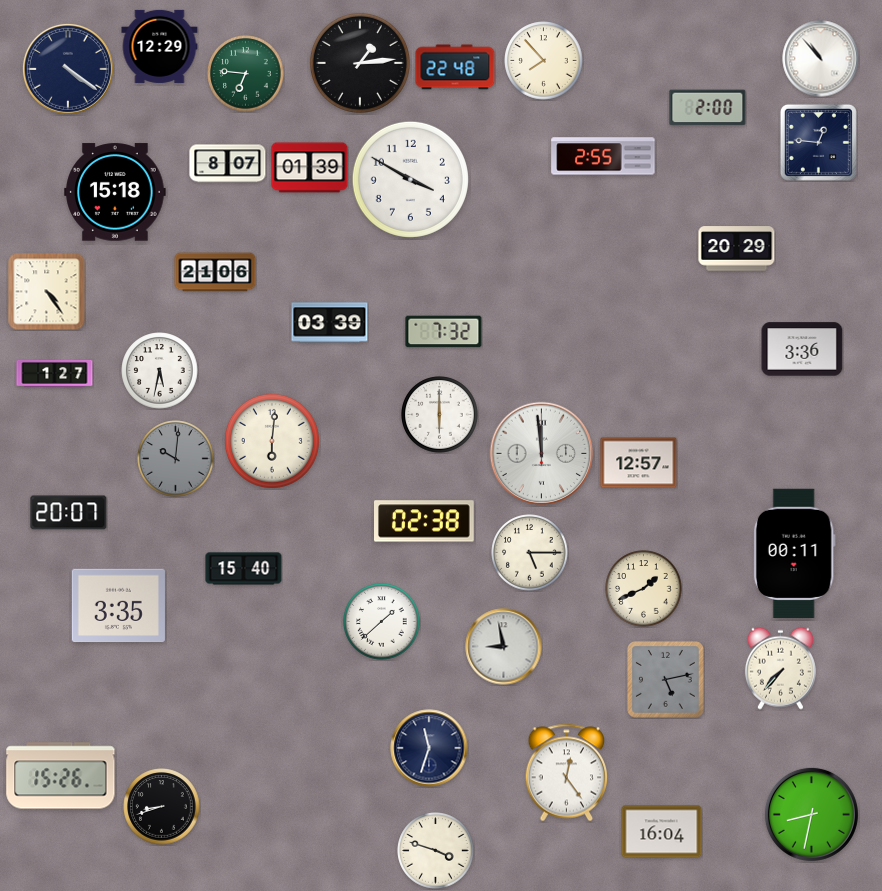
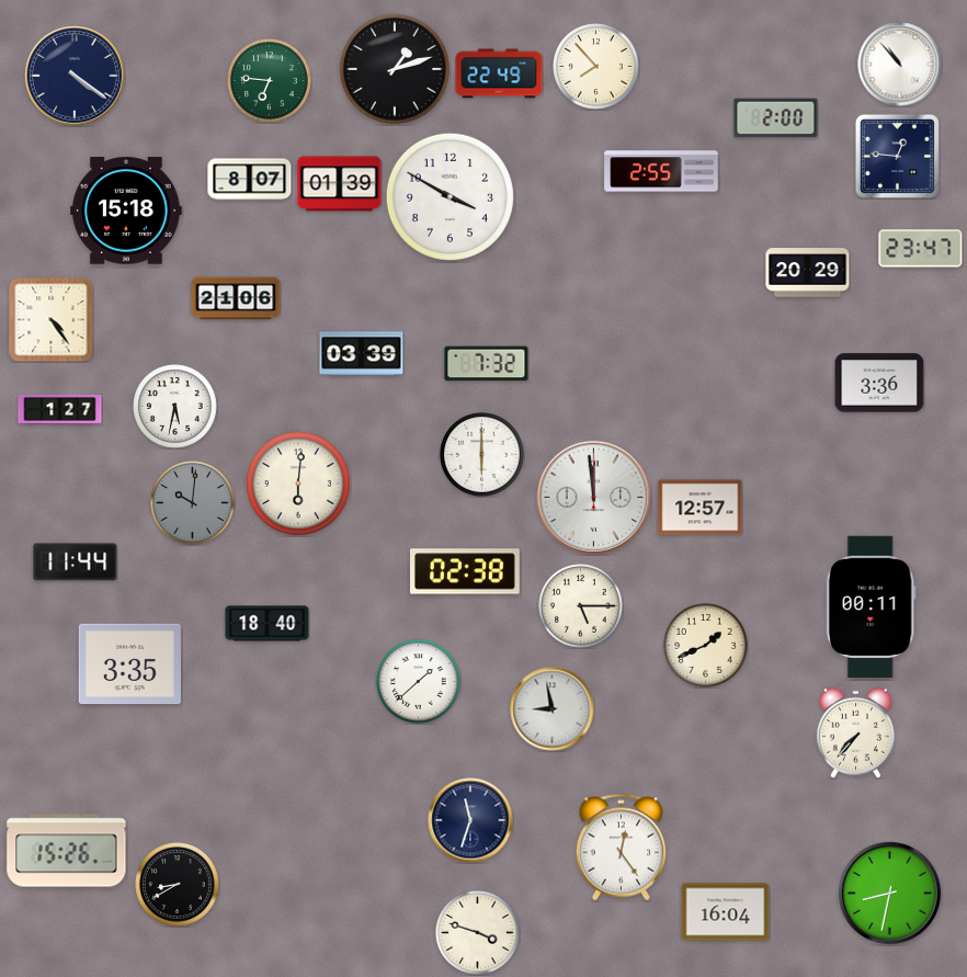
clock at (160, 46): 12:29 -> none
clock at (360, 63): 1:14 -> 1:12
clock at (455, 67): 22:48 -> 22:49
clock at (921, 249): none -> 23:47
clock at (69, 513): 20:07 -> 11:44
clock at (244, 569): 15:40 -> 18:40
clock at (665, 679): 5:13 -> none
clock at (162, 807): 8:42 -> 8:40
